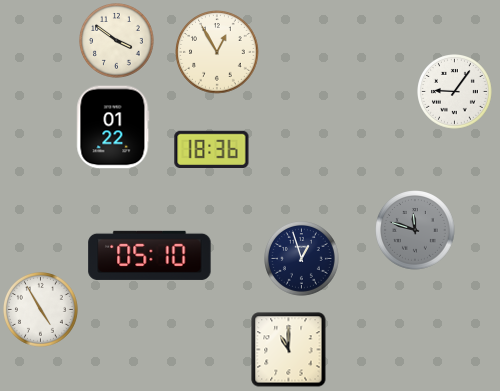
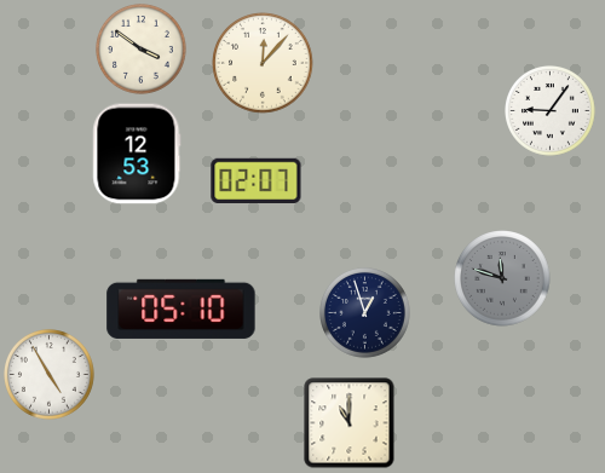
clock at (217, 52): 12:55 -> 12:07
clock at (113, 127): 01:22 -> 12:53
clock at (212, 149): 18:36 -> 02:07
